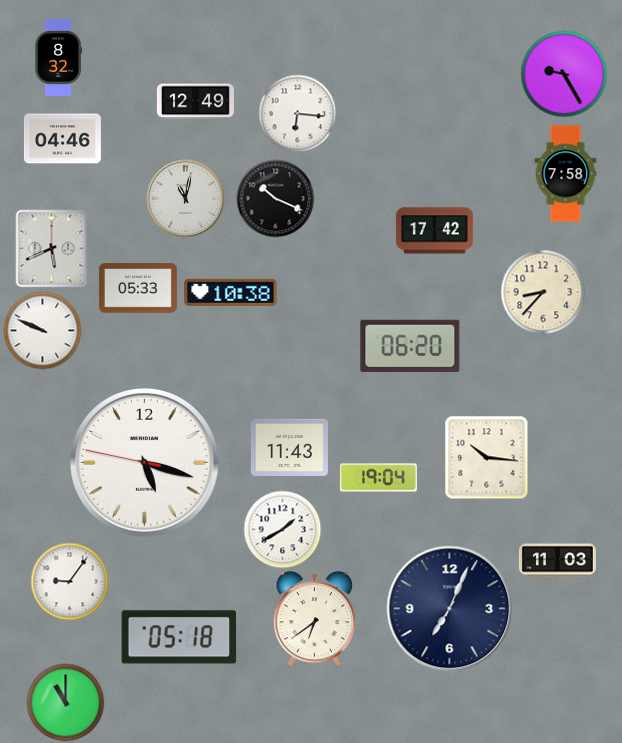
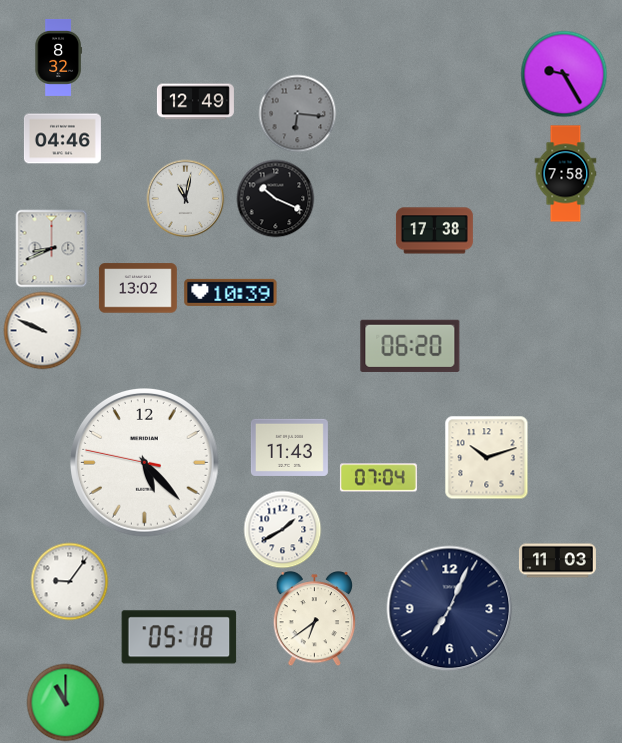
clock at (297, 113) dial: white -> grey
clock at (434, 231): 17:42 -> 17:38
clock at (52, 248): 5:41 -> 8:41
clock at (138, 288): 05:33 -> 13:02
clock at (231, 292): 10:38 -> 10:39
clock at (543, 292): 8:37 -> none
clock at (486, 457): 10:16 -> 10:12
clock at (145, 463): 5:17 -> 5:22
clock at (378, 478): 19:04 -> 07:04
